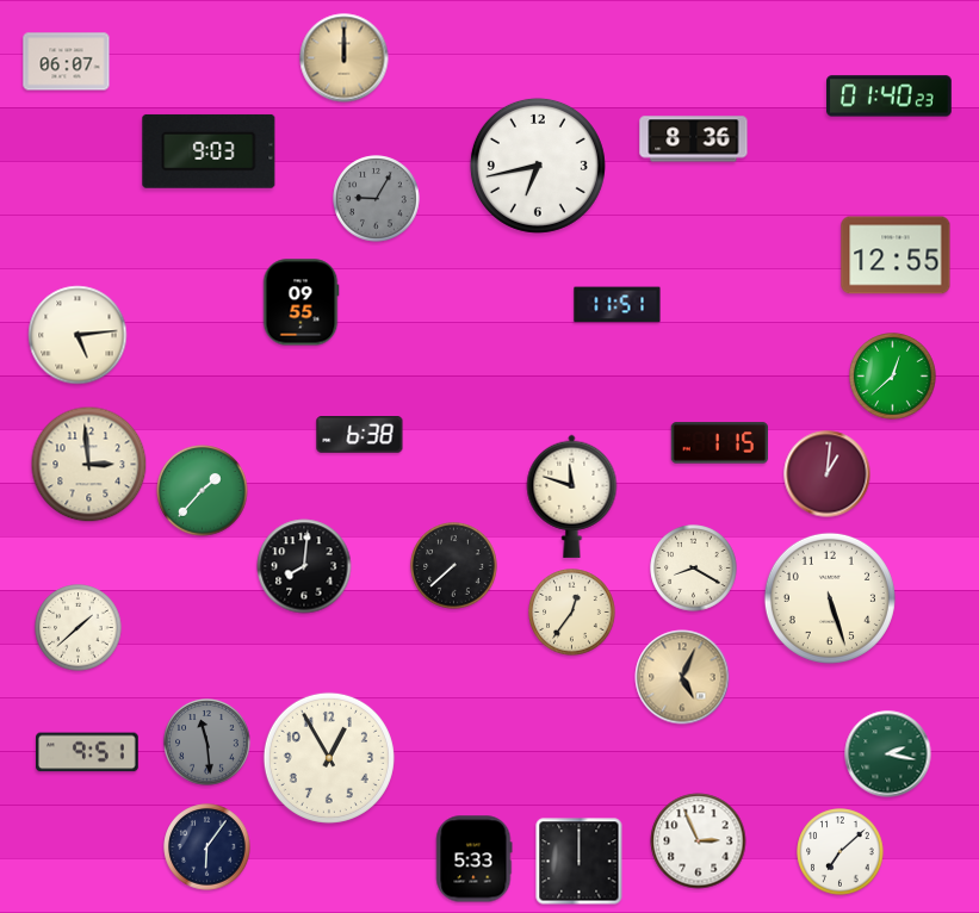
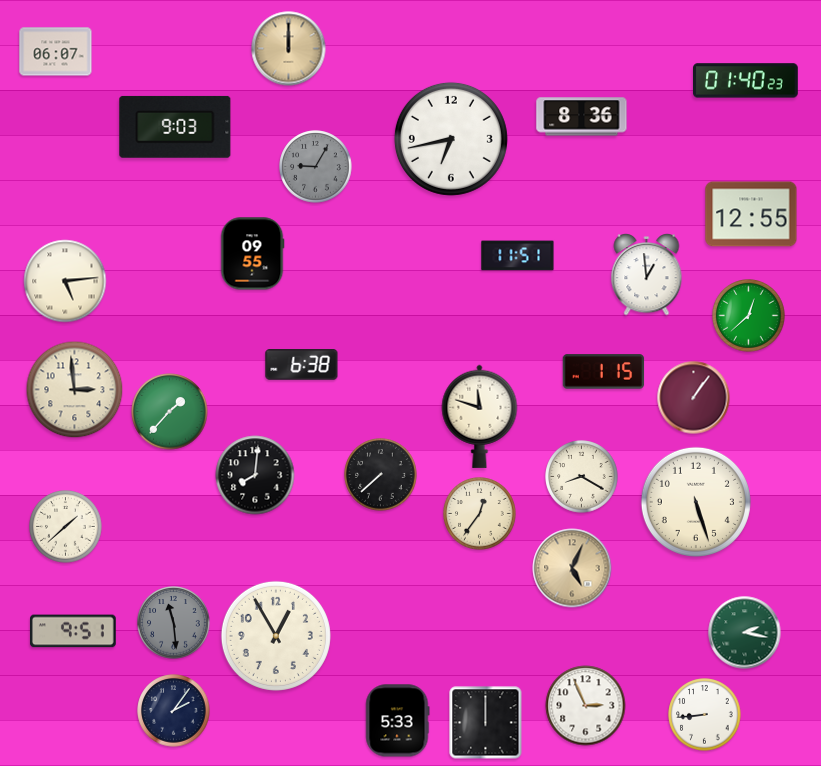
clock at (647, 275): none -> 12:59
clock at (828, 474): 1:01 -> 1:06
clock at (207, 847): 6:06 -> 2:06
clock at (841, 852): 7:08 -> 8:44
